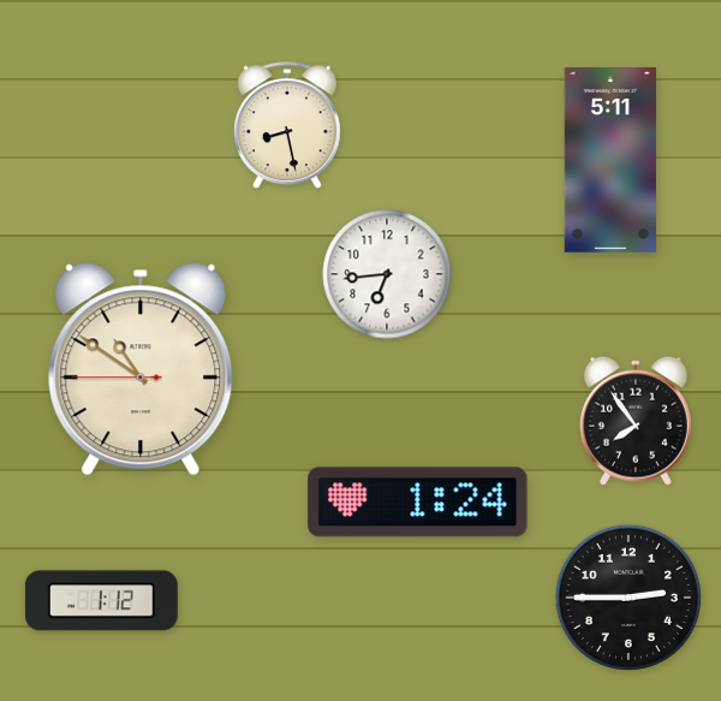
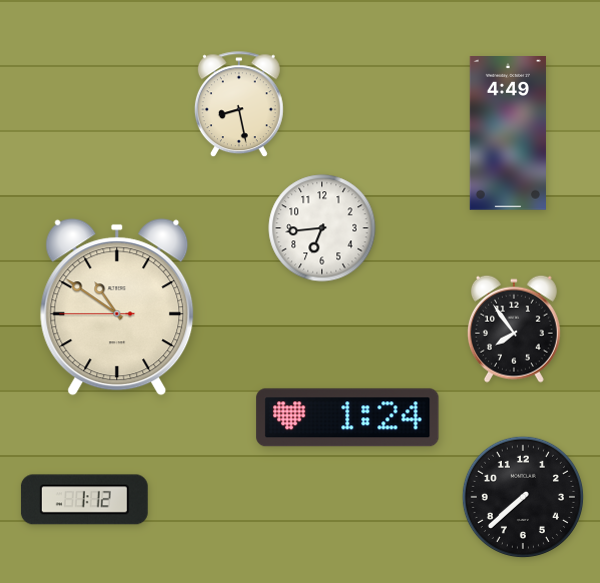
clock at (609, 160): 5:11 -> 4:49
clock at (636, 421) position: (636, 421) -> (514, 329)
clock at (628, 598): 2:45 -> 7:38
